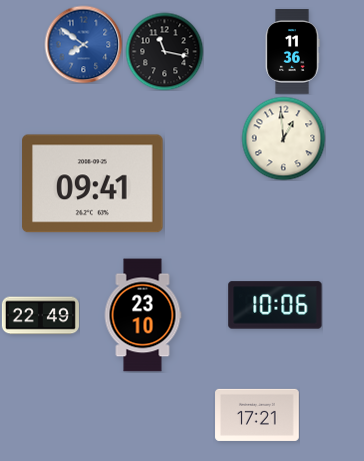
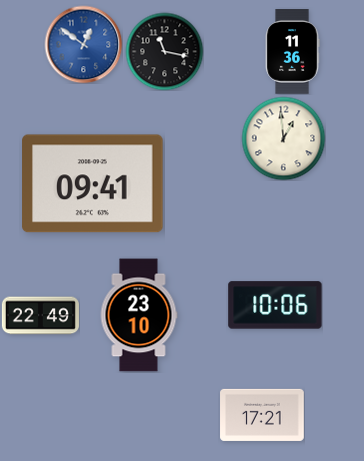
clock at (83, 44): 7:51 -> 12:51
clock at (143, 315) position: (143, 315) -> (139, 315)
clock at (257, 415) position: (257, 415) -> (262, 415)
